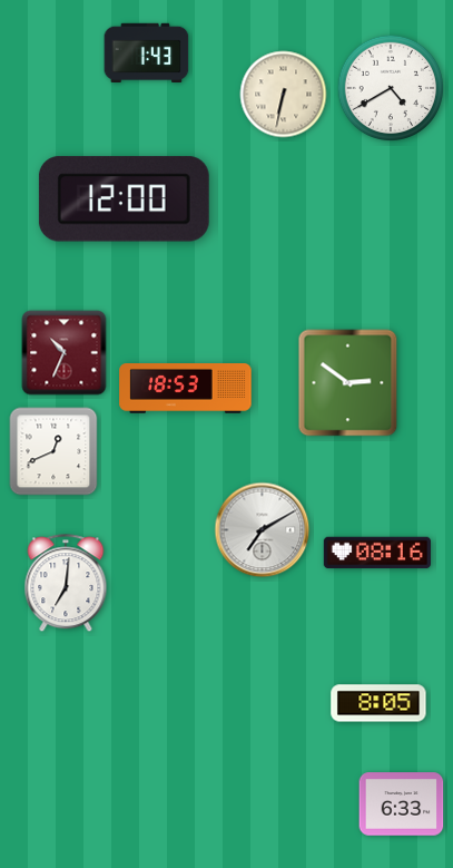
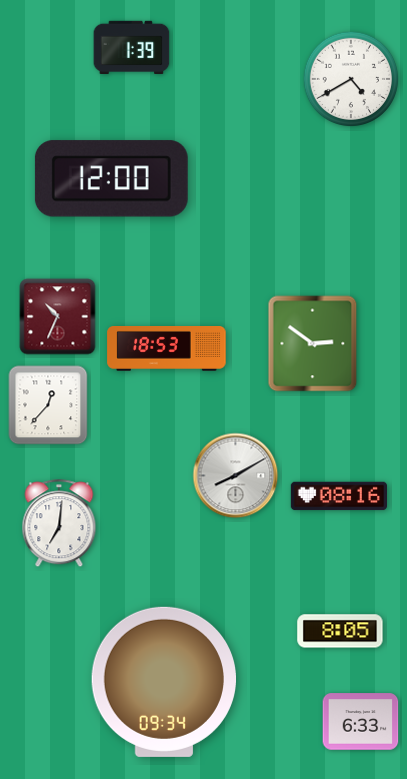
clock at (147, 52): 1:43 -> 1:39
clock at (284, 95): 6:32 -> none
clock at (53, 451): 12:41 -> 12:37
clock at (263, 530): 7:10 -> 8:10
clock at (163, 682): none -> 09:34
